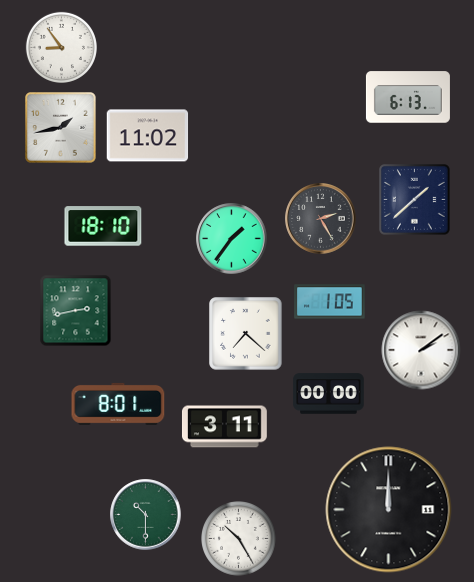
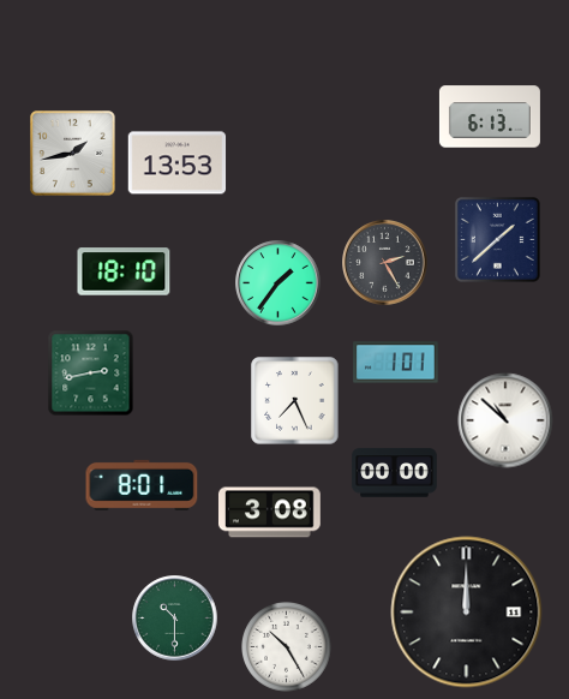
clock at (61, 47): 8:54 -> none
clock at (148, 136): 11:02 -> 13:53
clock at (232, 239) position: (232, 239) -> (278, 283)
clock at (330, 302): 1:05 -> 1:01
clock at (246, 334): 7:22 -> 7:26
clock at (421, 350): 2:09 -> 10:52
clock at (224, 427): 3:11 -> 3:08
